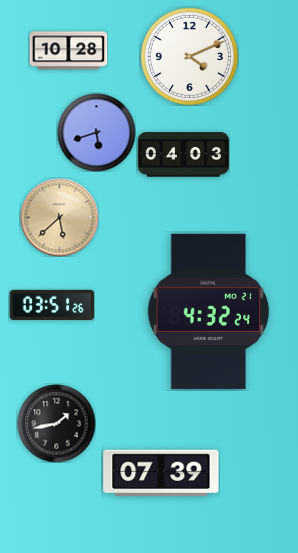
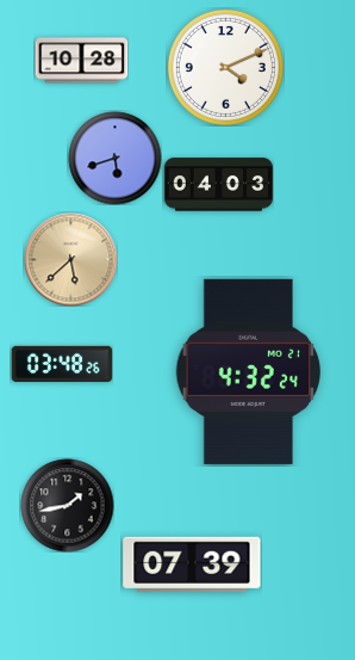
clock at (52, 305): 03:51 -> 03:48
